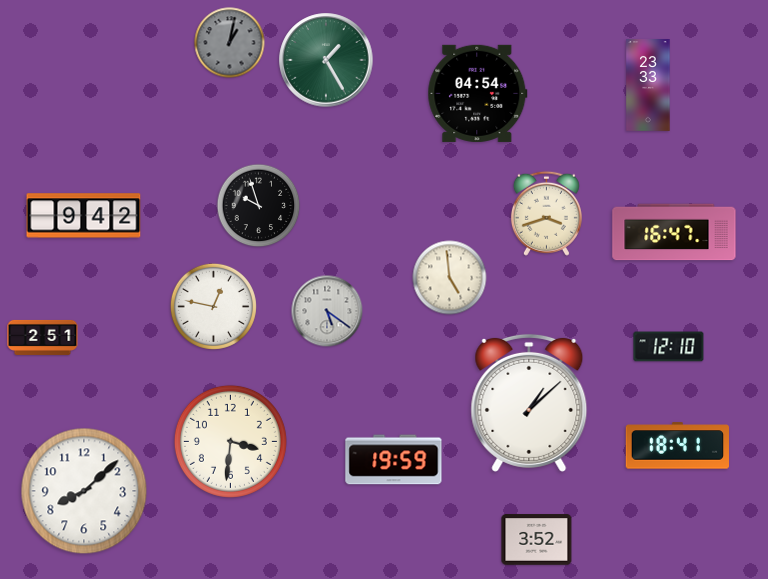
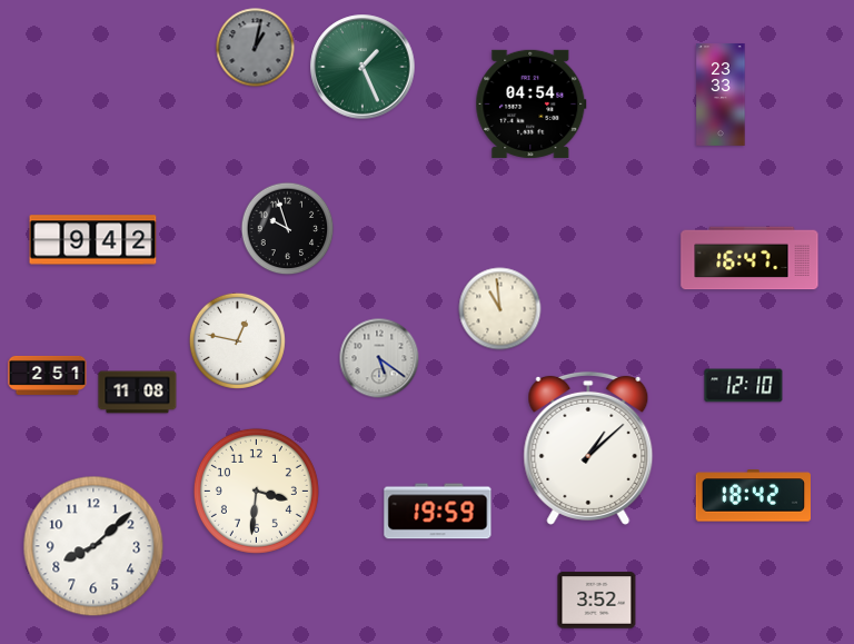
clock at (326, 60): 1:25 -> 1:26
clock at (546, 213): 3:42 -> none
clock at (450, 278): 4:59 -> 10:59
clock at (327, 311) position: (327, 311) -> (379, 358)
clock at (138, 393): none -> 11:08
clock at (677, 446): 18:41 -> 18:42
